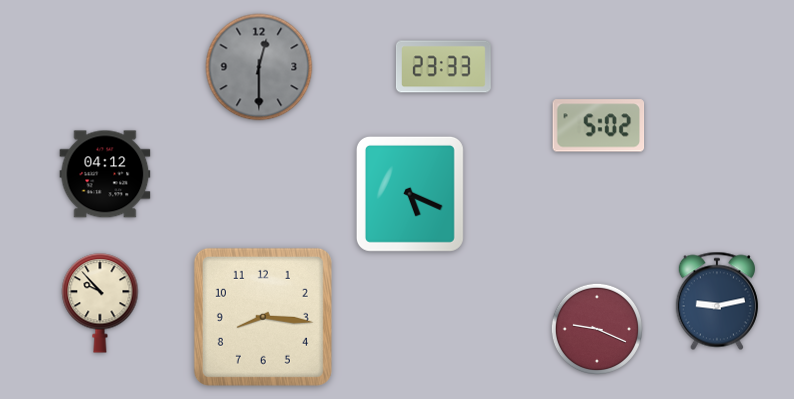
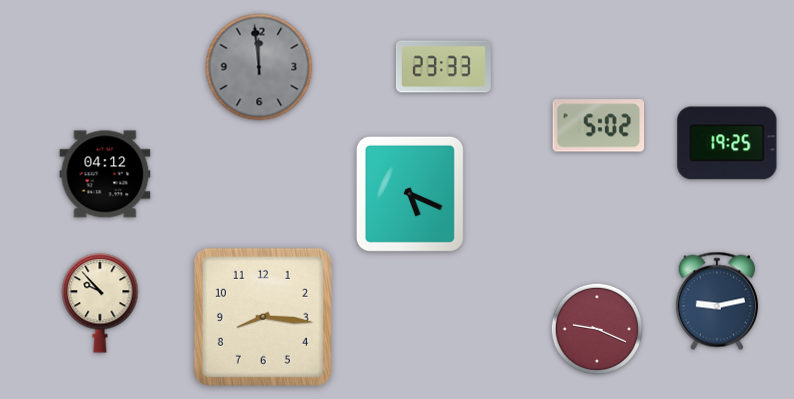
clock at (259, 67): 12:30 -> 11:59
clock at (727, 143): none -> 19:25
